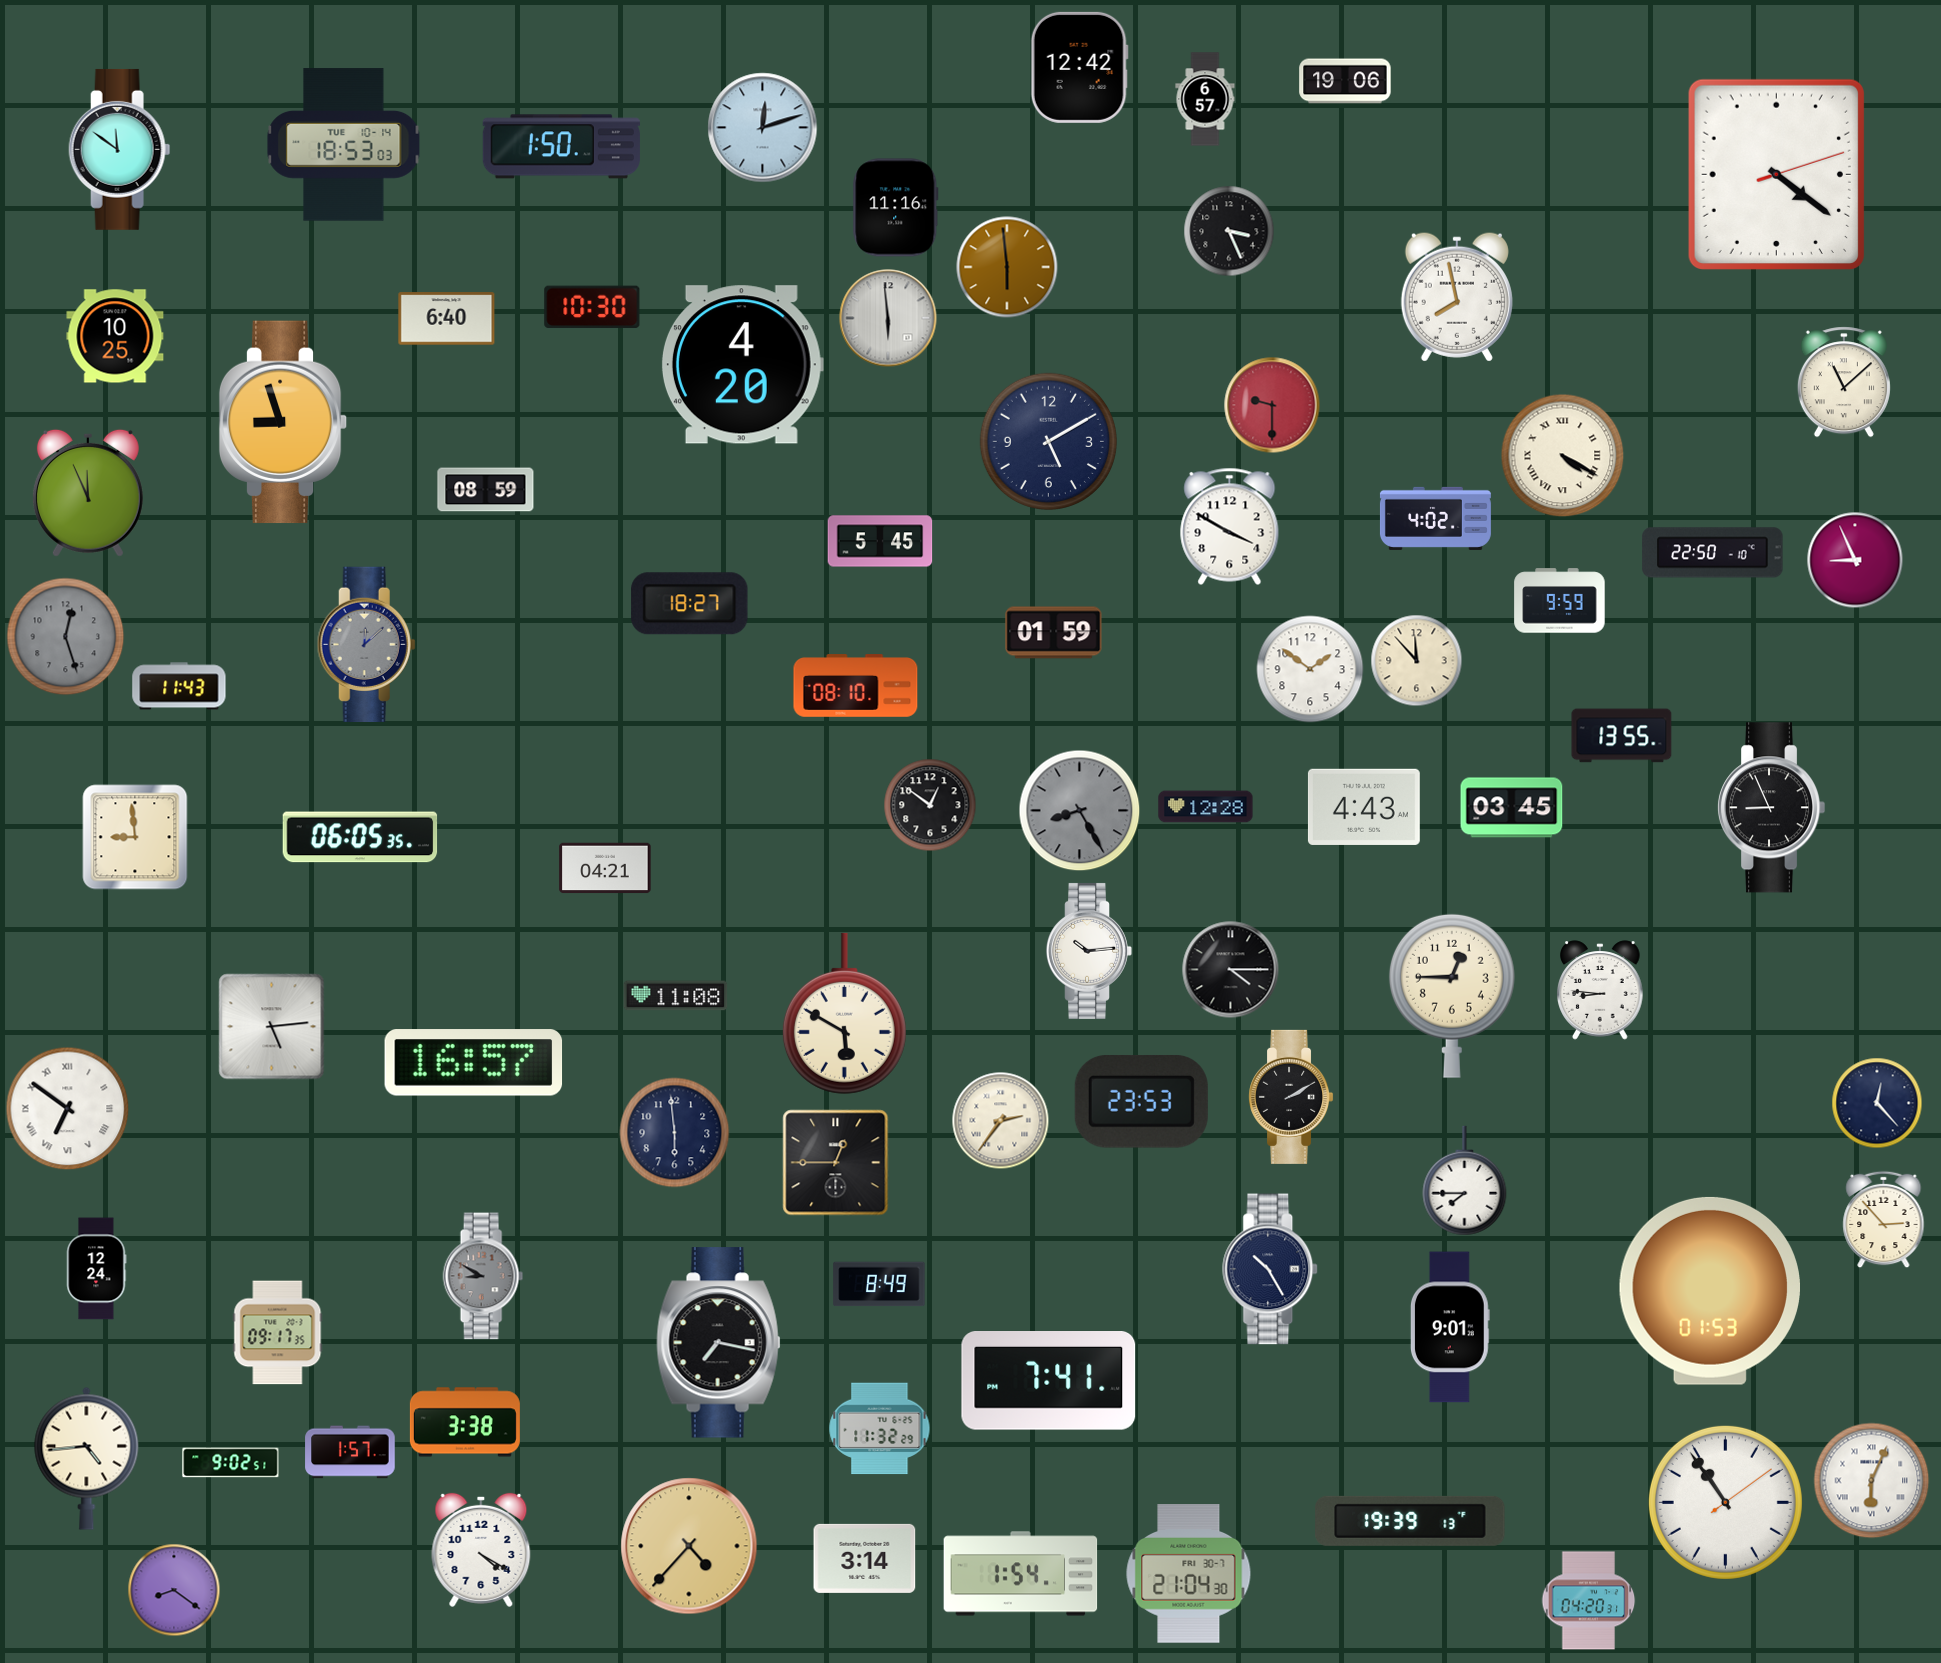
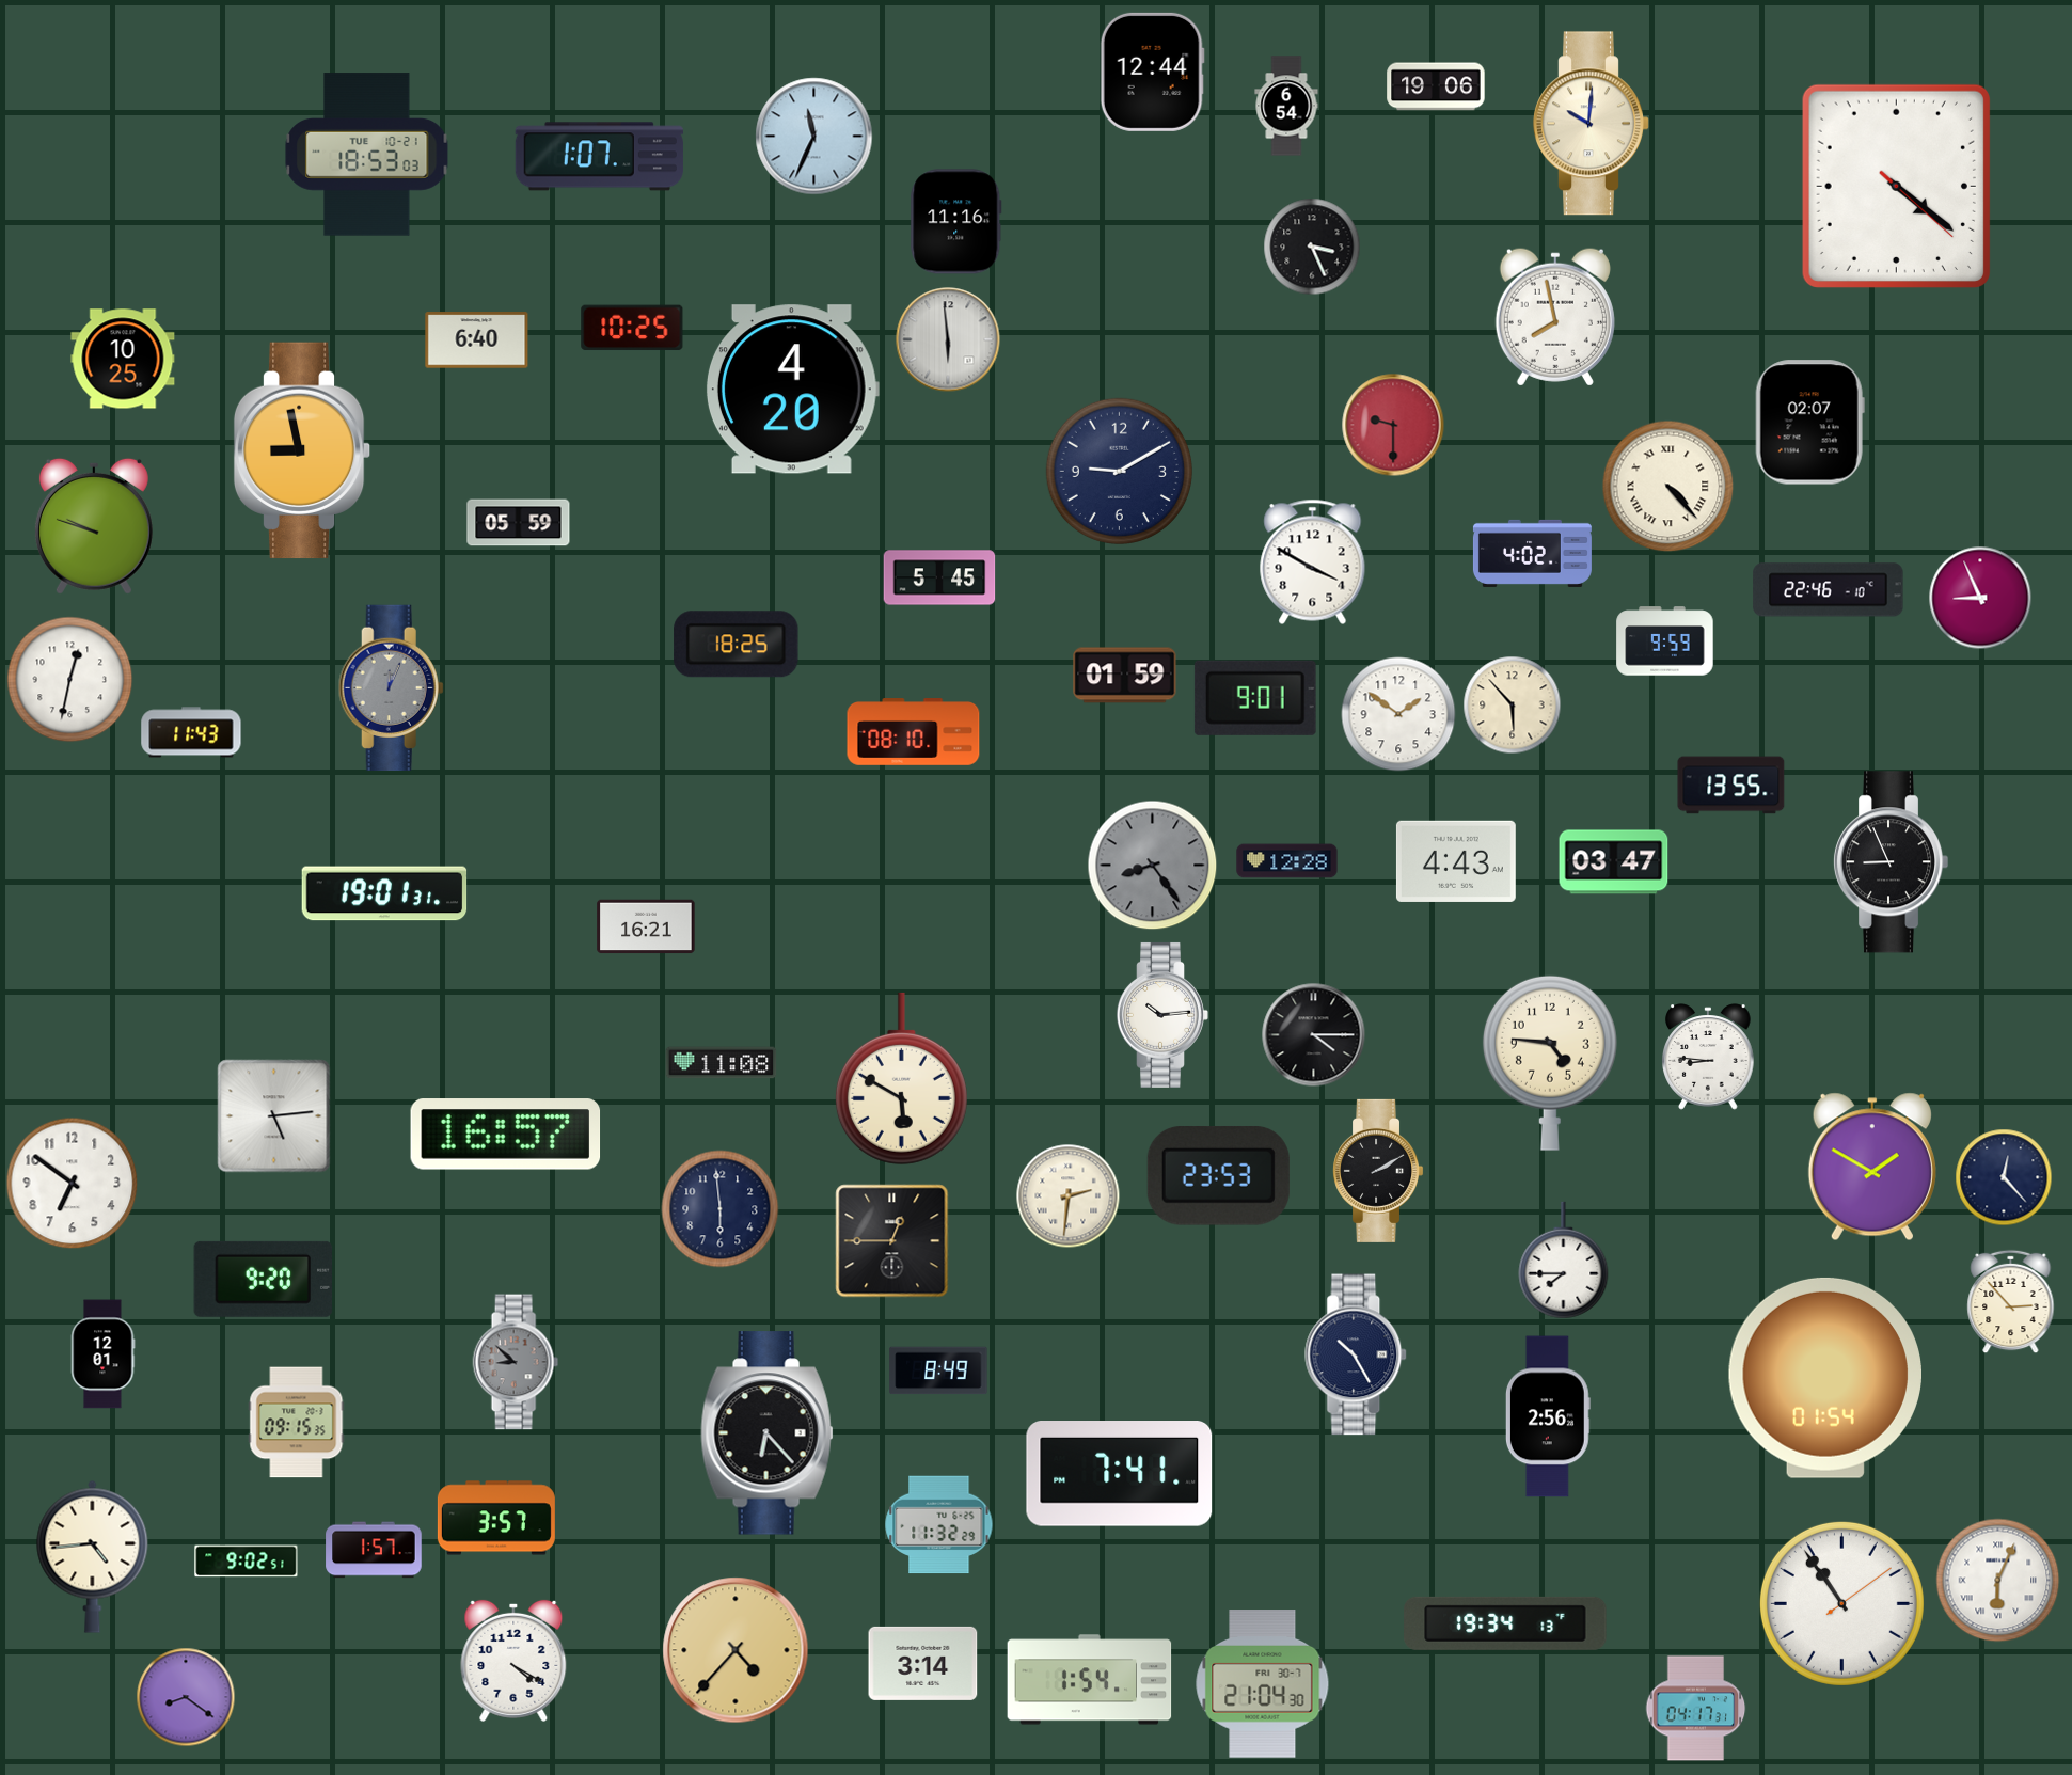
clock at (1079, 67): 12:42 -> 12:44
clock at (1205, 99): 6:57 -> 6:54
clock at (1592, 124): none -> 10:01
clock at (763, 128): 12:12 -> 11:34
clock at (344, 145) date: TUE 10-14 -> TUE 10-21
clock at (561, 147): 1:50 -> 1:07
clock at (120, 149): 11:51 -> none
clock at (1776, 174): 4:21:12 -> 4:21:22
clock at (1007, 267): 5:59 -> none
clock at (592, 307): 10:30 -> 10:25
clock at (1844, 382): 11:08 -> none
clock at (1809, 423): none -> 02:07
clock at (1272, 405) position: (1272, 405) -> (1393, 425)
clock at (283, 422): 8:57 -> 8:58
clock at (1048, 441): 5:10 -> 9:10
clock at (1563, 456): 4:20 -> 4:23
clock at (486, 490): 08:59 -> 05:59
clock at (88, 493): 11:56 -> 9:48
clock at (1713, 553): 22:50 -> 22:46
clock at (690, 604): 18:27 -> 18:25
clock at (66, 637): 12:27 -> 12:32
clock at (66, 637) dial: grey -> white
clock at (366, 644): 12:08 -> 12:04
clock at (1255, 698): none -> 9:01
clock at (1417, 661): 11:53 -> 5:53
clock at (930, 805): 12:51 -> none
clock at (1512, 808): 03:45 -> 03:47
clock at (1080, 811): 8:25 -> 8:24
clock at (135, 837): 8:59 -> none
clock at (360, 837): 06:05 -> 19:01
clock at (605, 868): 04:21 -> 16:21
clock at (1452, 996): 12:45 -> 4:46
clock at (844, 1013) position: (844, 1013) -> (901, 1078)
clock at (272, 1027) position: (272, 1027) -> (274, 1116)
clock at (1872, 1167): none -> 1:50
clock at (68, 1109) numerals: Roman -> Arabic
clock at (1001, 1121): 2:36 -> 2:31
clock at (264, 1279): none -> 9:20
clock at (96, 1269): 12:24 -> 12:01
clock at (483, 1276): 8:50 -> 8:52
clock at (1709, 1291): 01:53 -> 01:54
clock at (1450, 1327): 9:01 -> 2:56
clock at (278, 1333): 09:17 -> 09:15
clock at (719, 1343): 7:17 -> 6:23
clock at (465, 1422): 3:38 -> 3:57
clock at (1410, 1521): 19:39 -> 19:34
clock at (481, 1550) position: (481, 1550) -> (513, 1661)
clock at (1189, 1574) position: (1189, 1574) -> (1263, 1684)
clock at (1589, 1601): 04:20 -> 04:17
